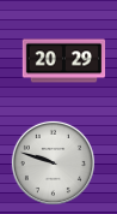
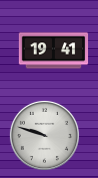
clock at (64, 61): 20:29 -> 19:41
